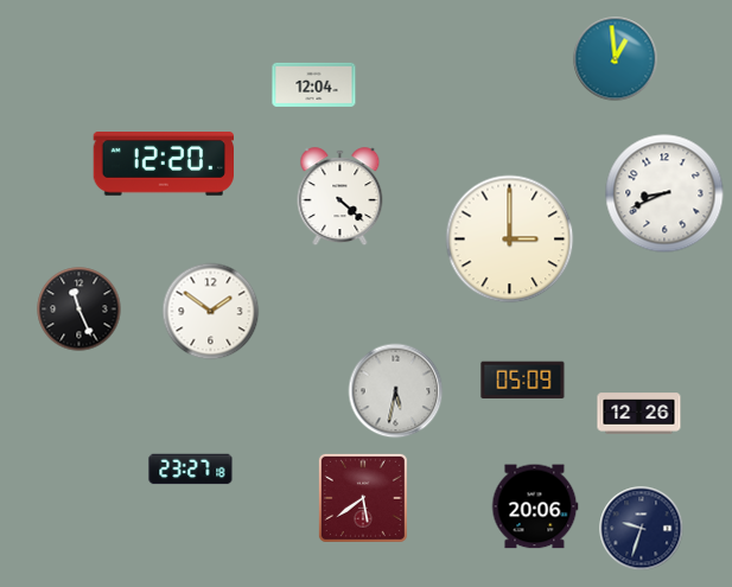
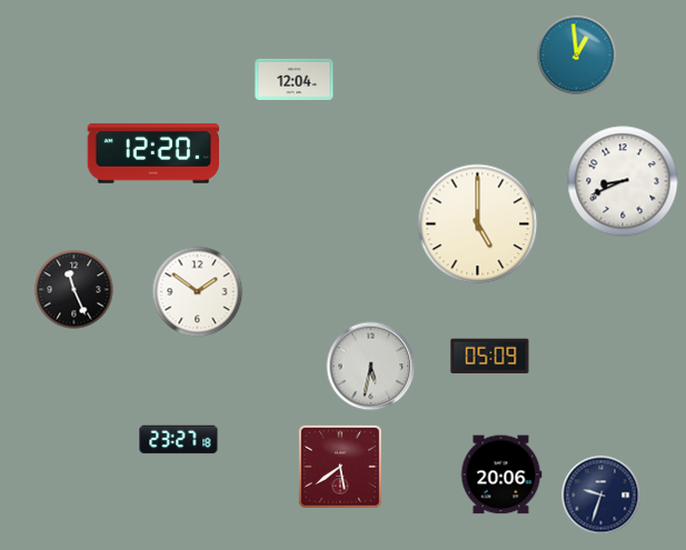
clock at (340, 197): 4:22 -> none
clock at (510, 240): 3:00 -> 5:00
clock at (639, 414): 12:26 -> none
